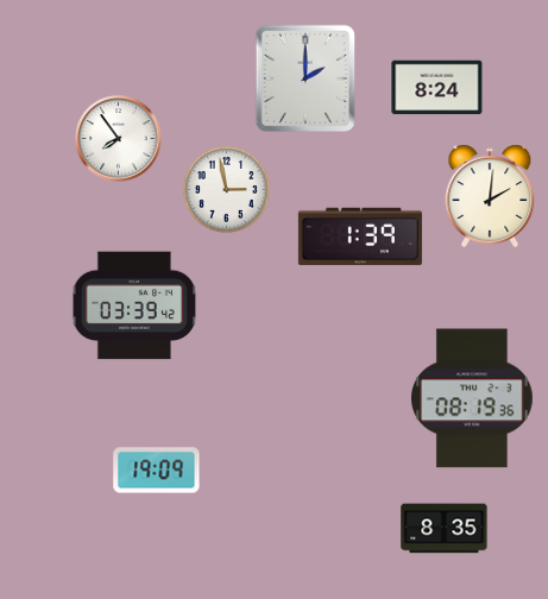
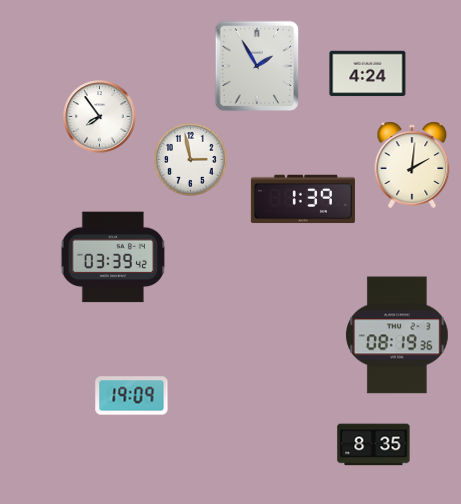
clock at (306, 78): 2:00 -> 1:55
clock at (437, 88): 8:24 -> 4:24
